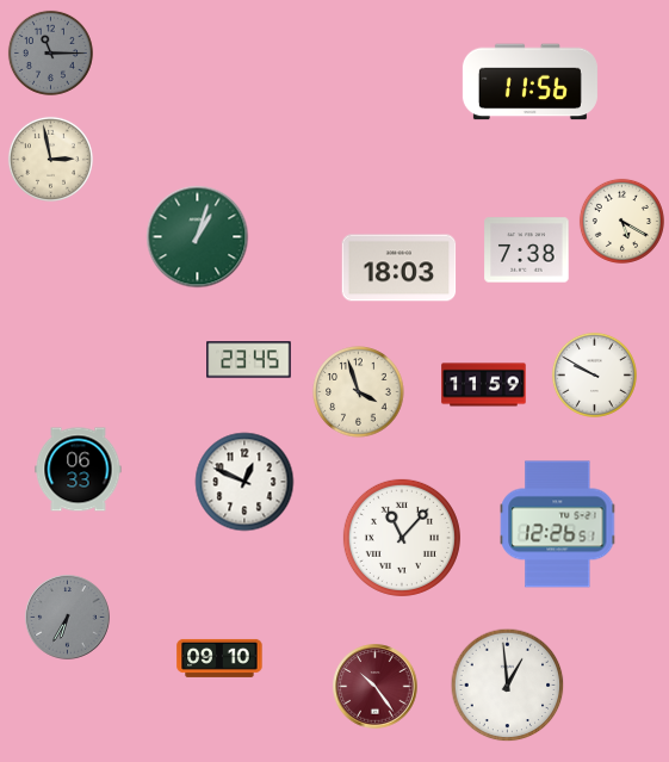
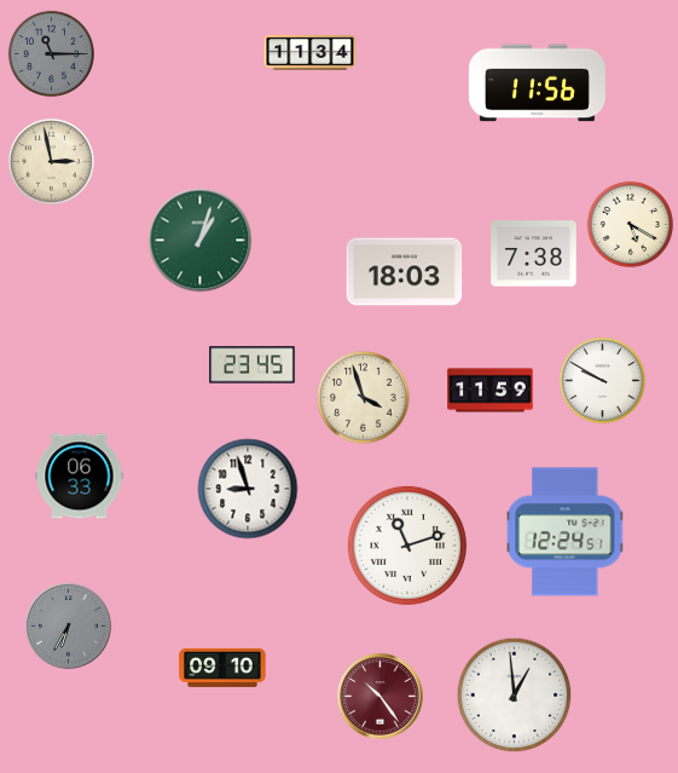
clock at (311, 52): none -> 11:34
clock at (244, 482): 12:49 -> 8:57
clock at (558, 525): 12:26 -> 12:24
clock at (402, 538): 11:07 -> 11:12
